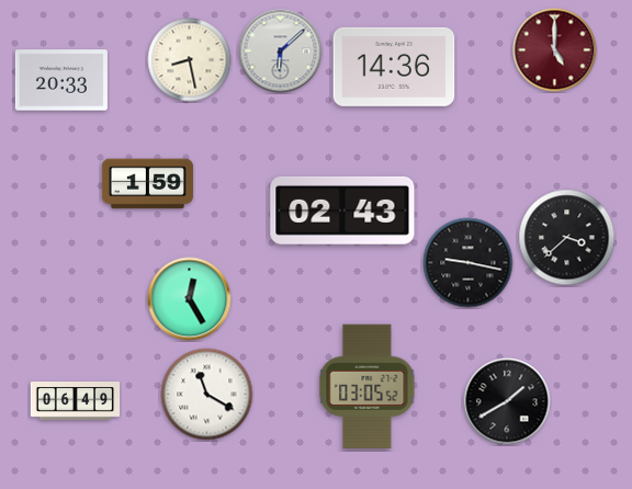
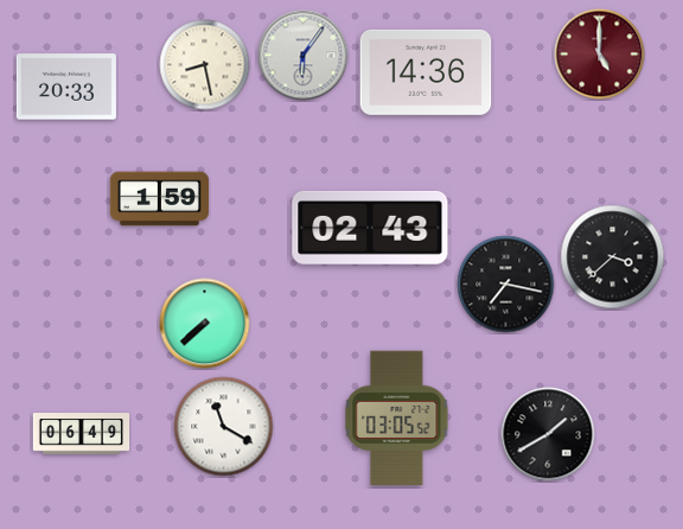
clock at (281, 52): 6:08 -> 6:06
clock at (469, 263): 9:17 -> 7:17
clock at (190, 299): 12:25 -> 7:38
